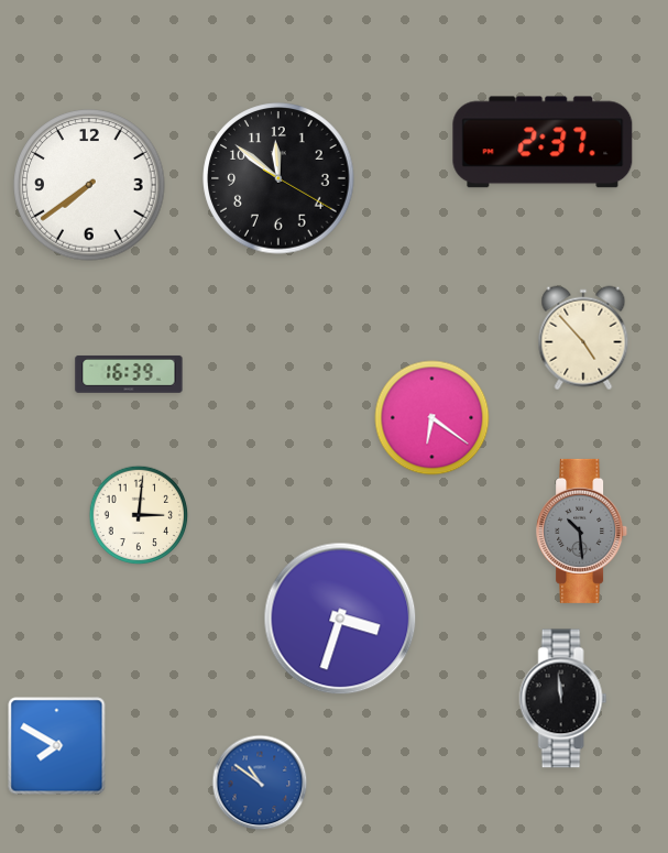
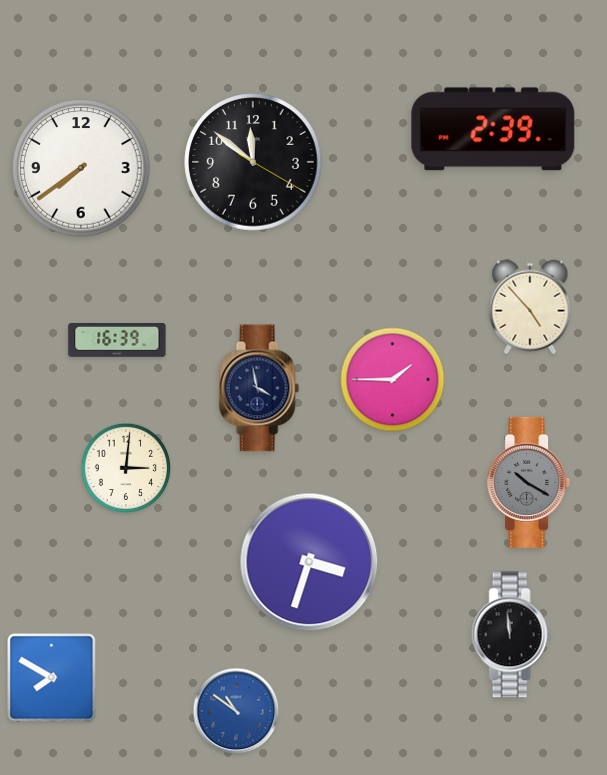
clock at (543, 142): 2:37 -> 2:39
clock at (432, 418): 6:21 -> 1:45
clock at (259, 388): none -> 3:58
clock at (582, 531): 10:29 -> 10:20
